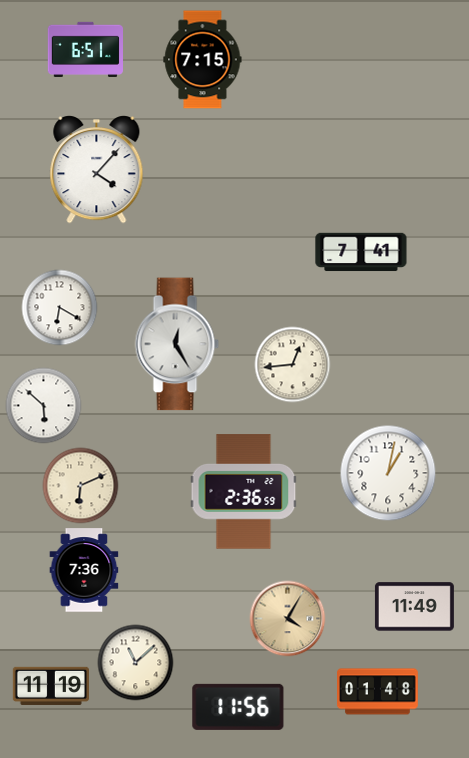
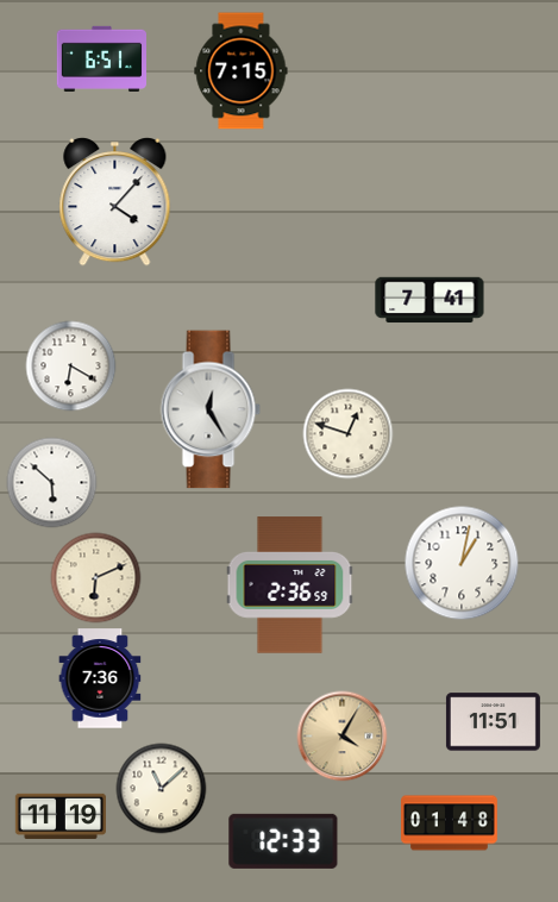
clock at (293, 365): 12:44 -> 12:48
clock at (414, 607): 11:49 -> 11:51
clock at (238, 707): 11:56 -> 12:33
